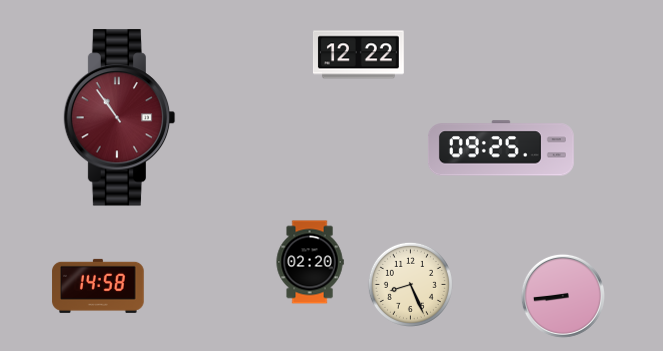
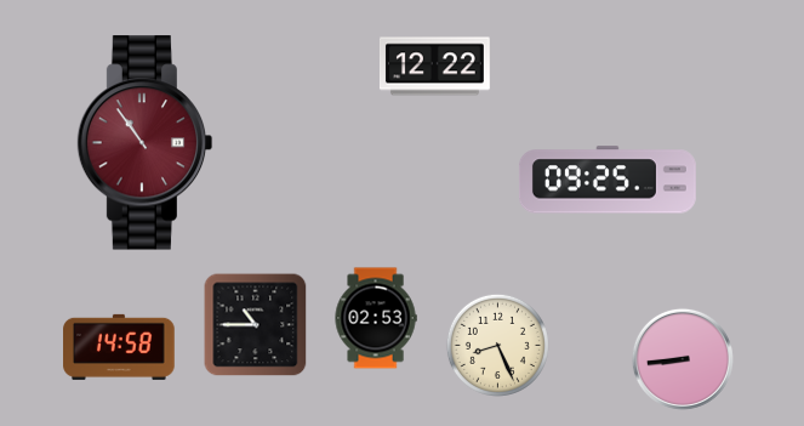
clock at (310, 262): 02:20 -> 02:53
clock at (256, 325): none -> 10:45
